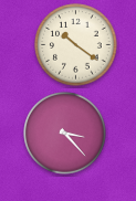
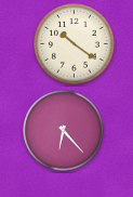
clock at (65, 134): 3:23 -> 6:23
